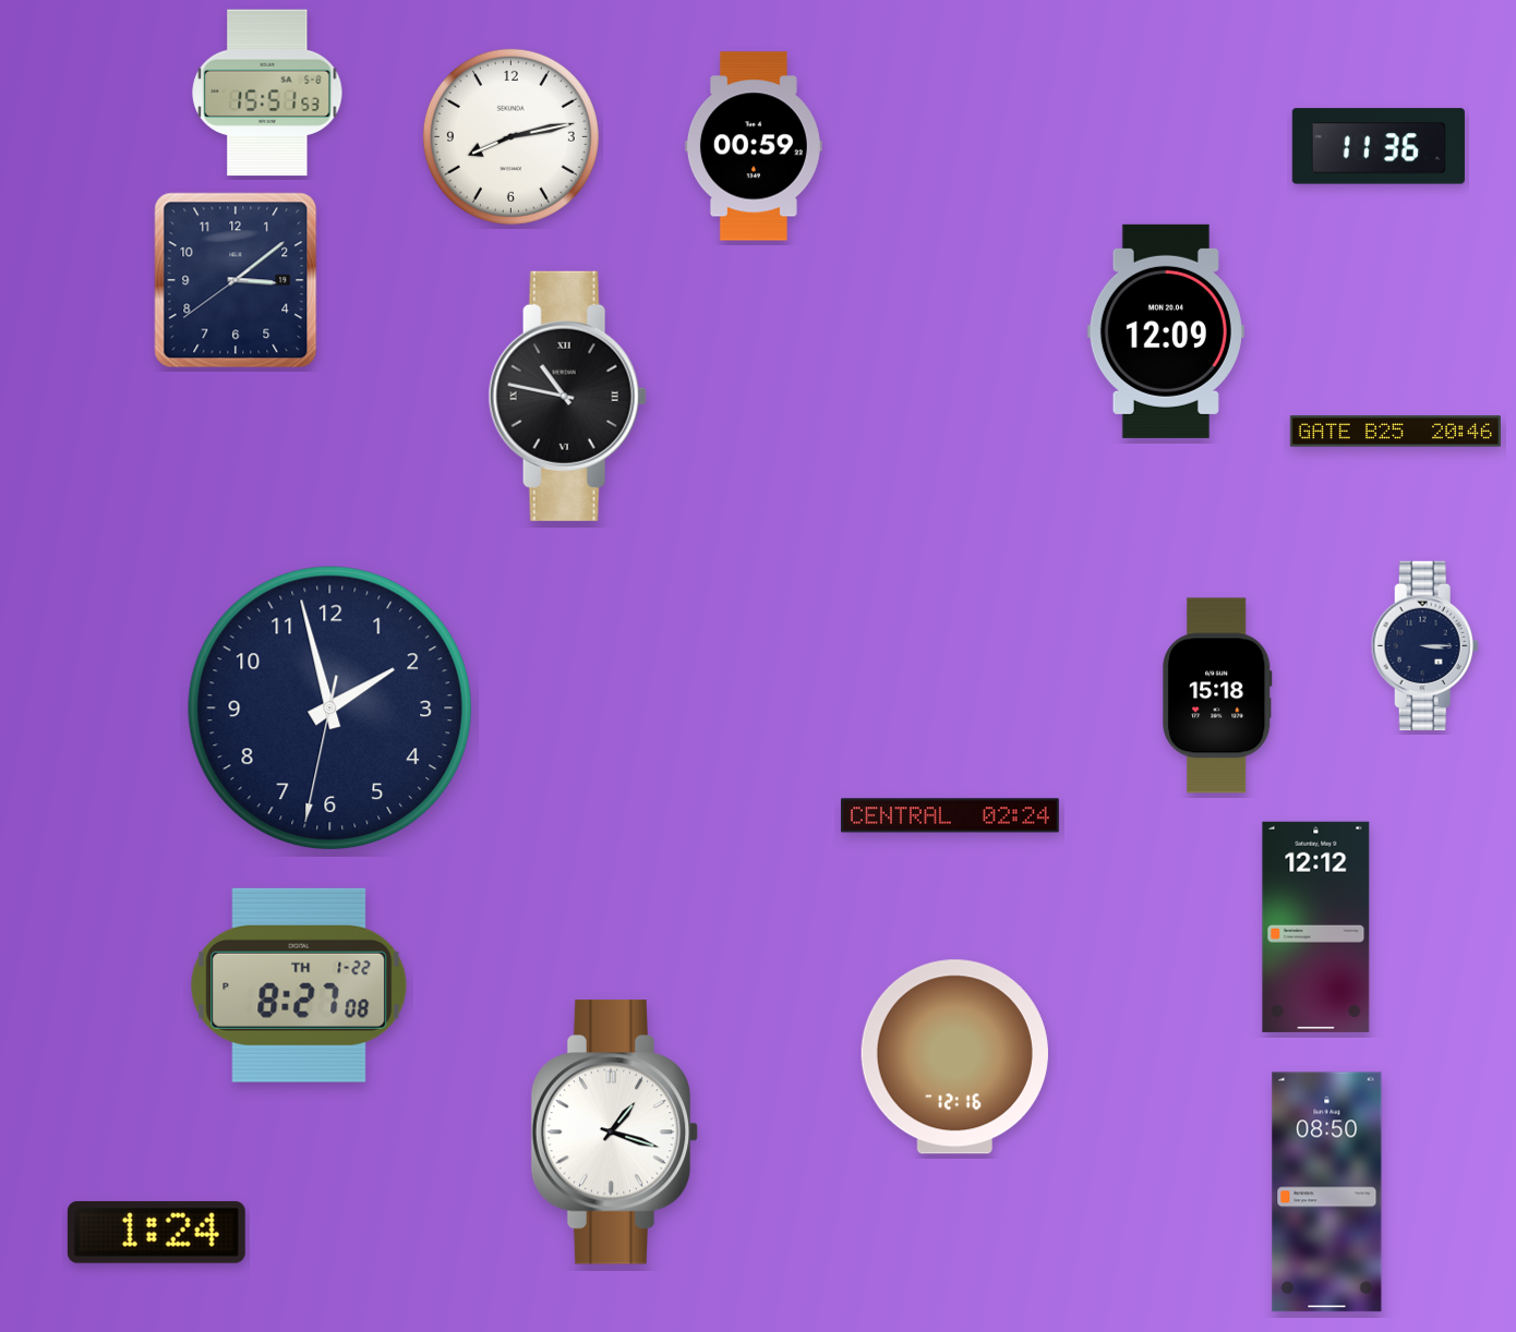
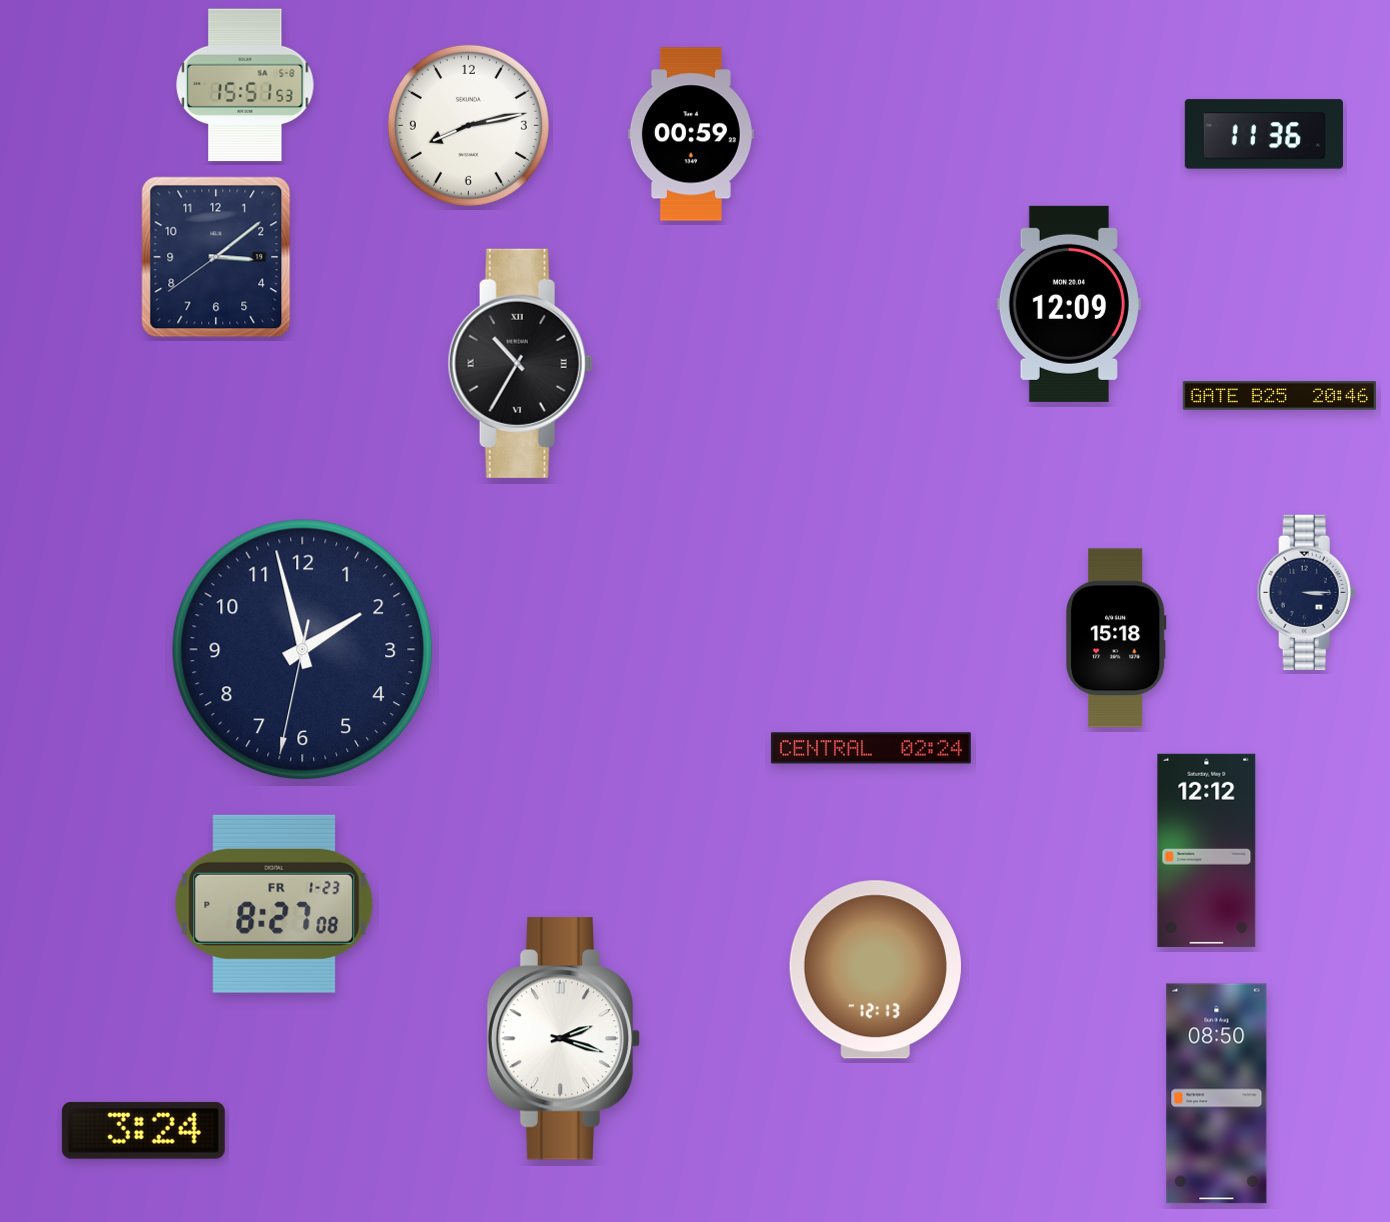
clock at (567, 396): 10:47 -> 10:35
clock at (299, 985) date: TH 1-22 -> FR 1-23
clock at (954, 1057): 12:16 -> 12:13
clock at (615, 1133): 1:18 -> 2:18
clock at (156, 1232): 1:24 -> 3:24
